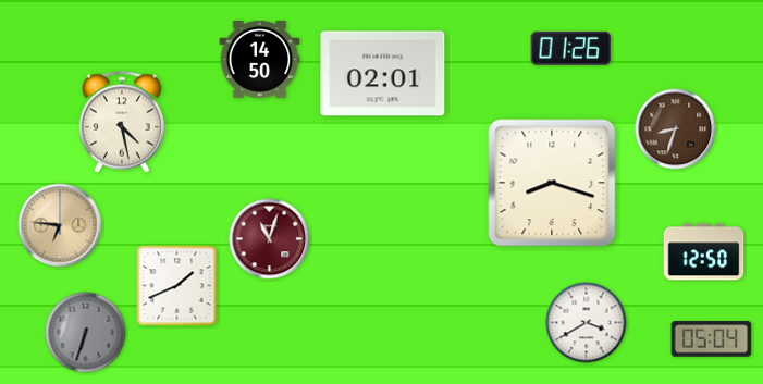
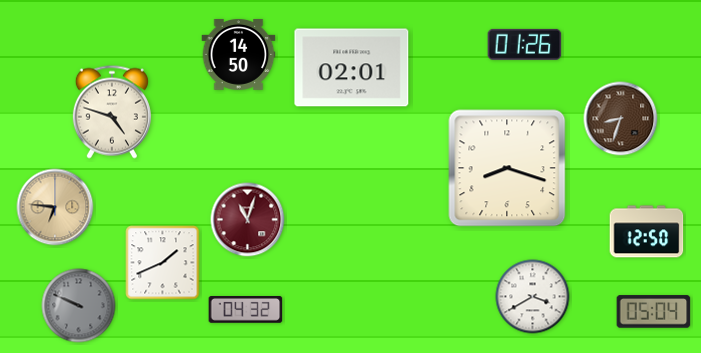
clock at (122, 122): 4:28 -> 4:48
clock at (587, 323) position: (587, 323) -> (533, 297)
clock at (86, 333): 6:33 -> 9:49
clock at (246, 310): none -> 04:32
